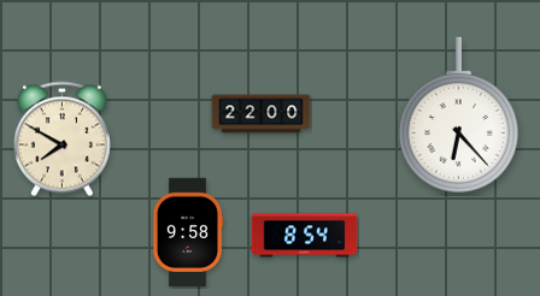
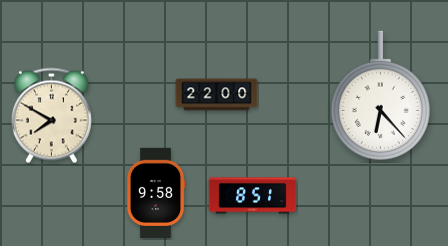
clock at (305, 236): 8:54 -> 8:51
